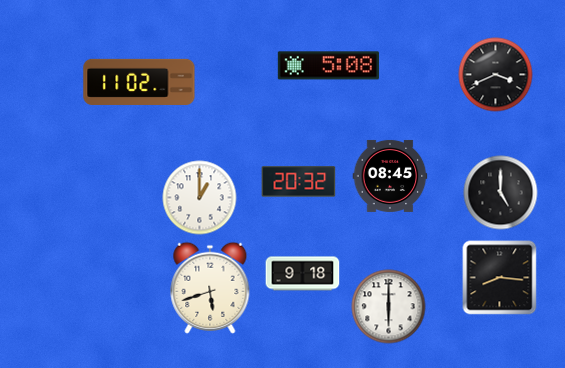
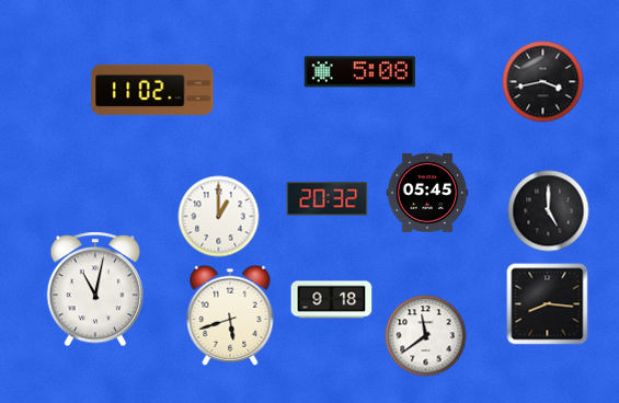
clock at (496, 75): 3:41 -> 3:43
clock at (390, 176): 08:45 -> 05:45
clock at (95, 289): none -> 11:02
clock at (389, 307): 6:00 -> 11:39
